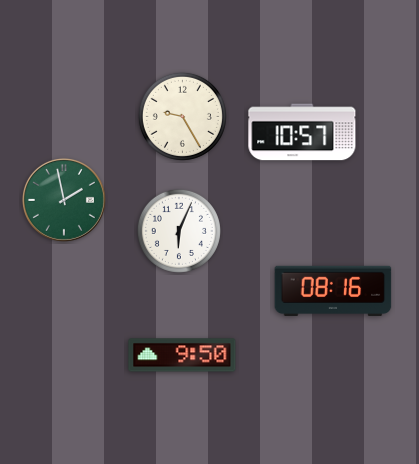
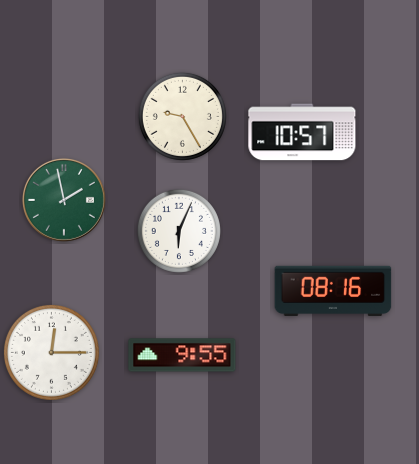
clock at (51, 352): none -> 12:15
clock at (182, 355): 9:50 -> 9:55
